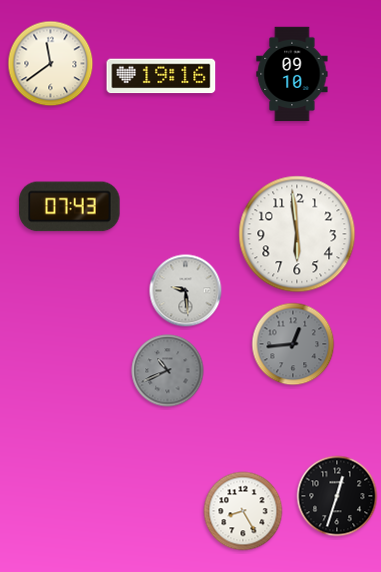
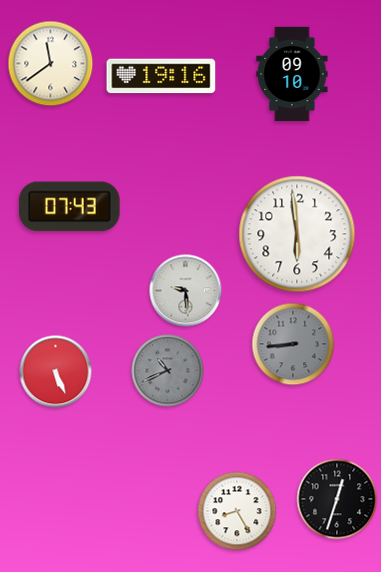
clock at (293, 344): 12:44 -> 8:44
clock at (56, 372): none -> 5:26
clock at (337, 496) position: (337, 496) -> (337, 499)
clock at (243, 511) position: (243, 511) -> (237, 511)
